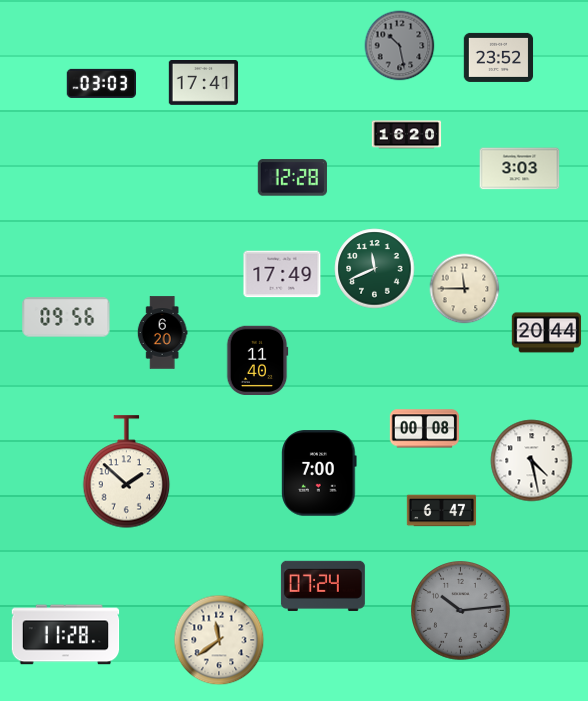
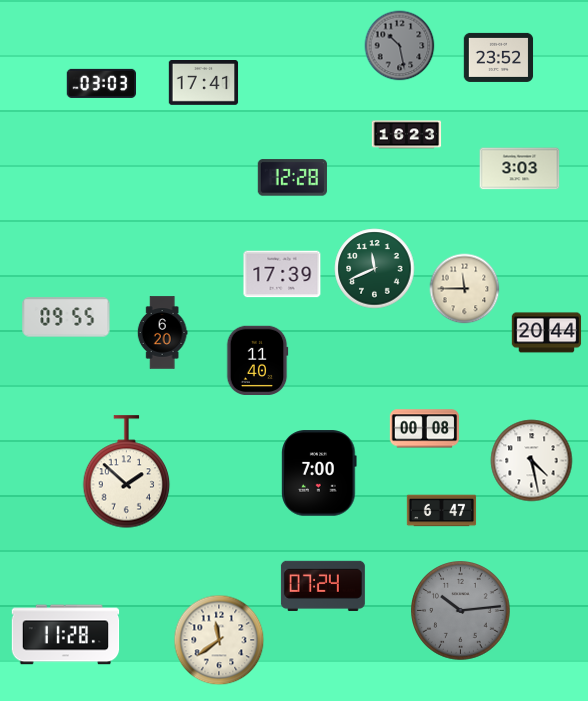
clock at (407, 135): 16:20 -> 16:23
clock at (282, 274): 17:49 -> 17:39
clock at (66, 317): 09:56 -> 09:55
